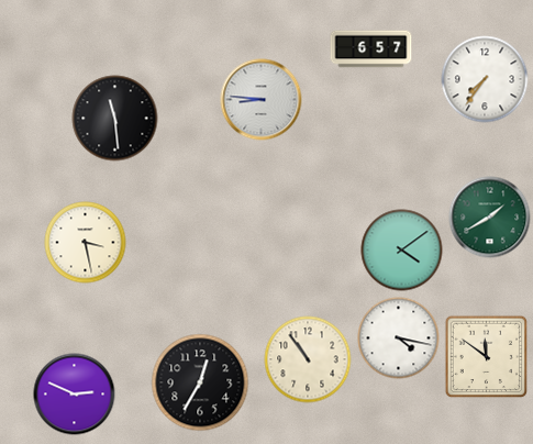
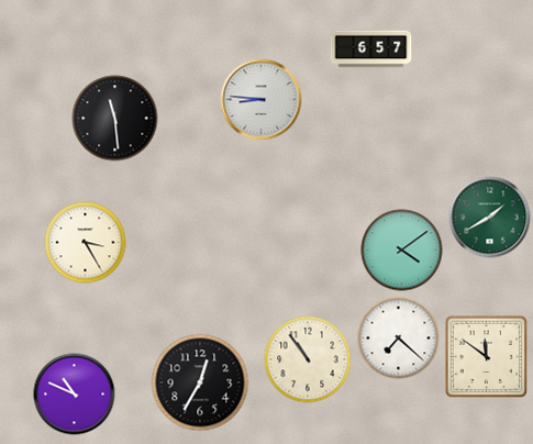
clock at (485, 79): 7:36 -> none
clock at (86, 243): 3:28 -> 3:25
clock at (399, 338): 4:17 -> 7:22
clock at (75, 395): 2:49 -> 10:49
